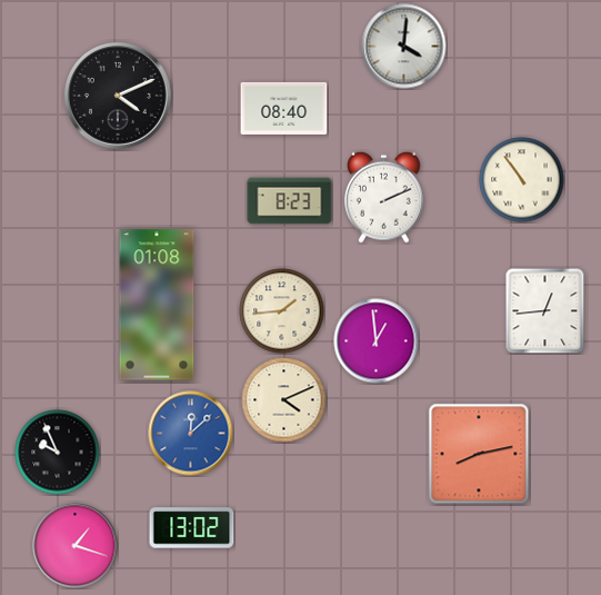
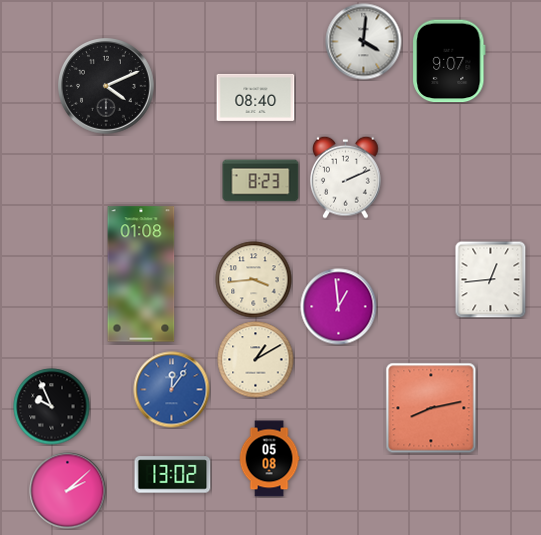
clock at (449, 61): none -> 9:07
clock at (522, 180): 10:54 -> none
clock at (282, 311): 1:44 -> 3:44
clock at (284, 400): 4:11 -> 1:10
clock at (191, 434): 12:08 -> 12:06
clock at (269, 459): none -> 05:08
clock at (76, 546): 1:18 -> 2:08
